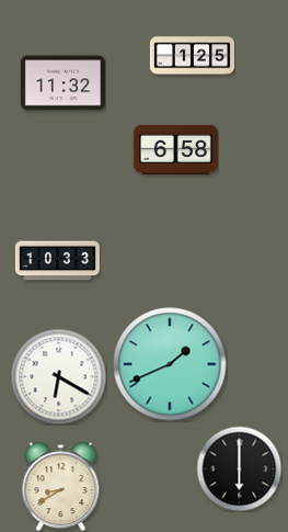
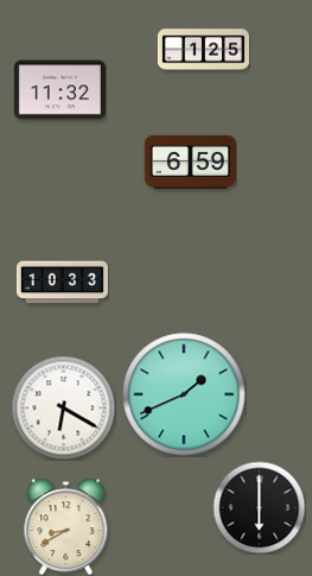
clock at (192, 56) position: (192, 56) -> (203, 50)
clock at (62, 83) position: (62, 83) -> (59, 90)
clock at (175, 149): 6:58 -> 6:59
